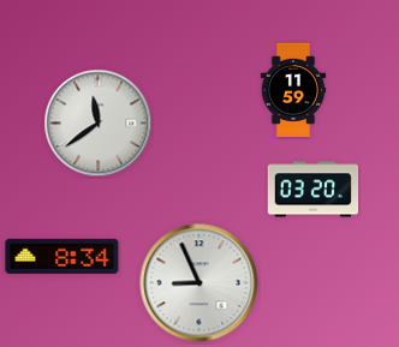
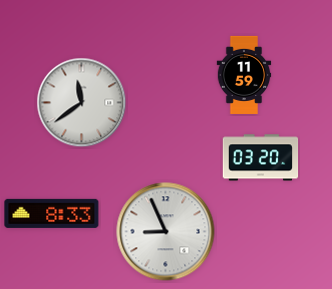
clock at (62, 256): 8:34 -> 8:33
clock at (199, 283) position: (199, 283) -> (166, 232)
